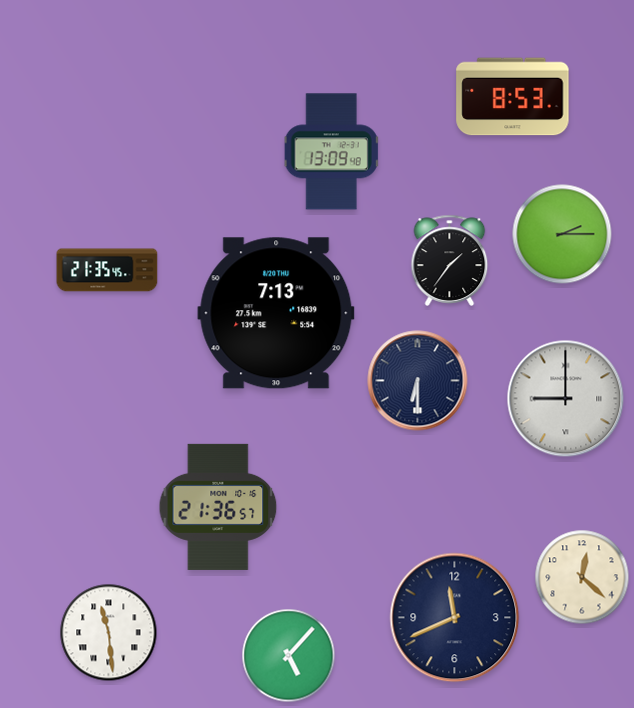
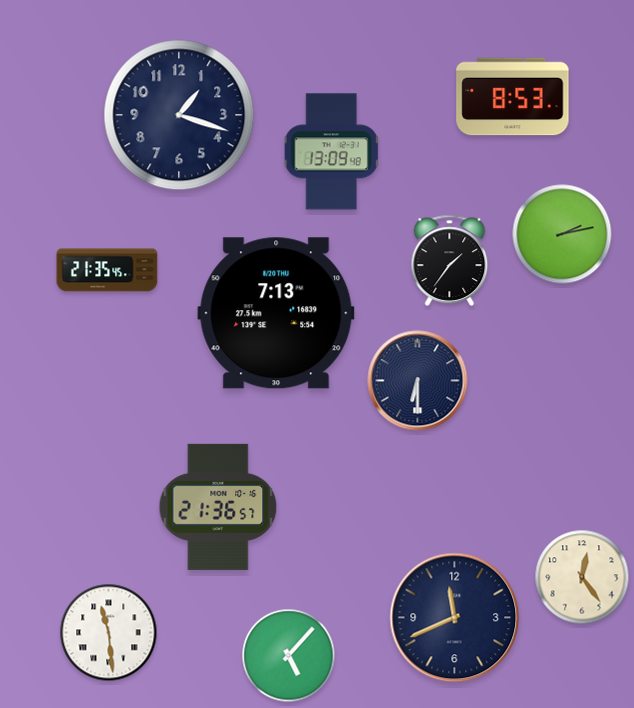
clock at (179, 115): none -> 1:18
clock at (562, 234): 2:15 -> 2:13
clock at (566, 399): 9:00 -> none
clock at (582, 577): 12:22 -> 12:24
